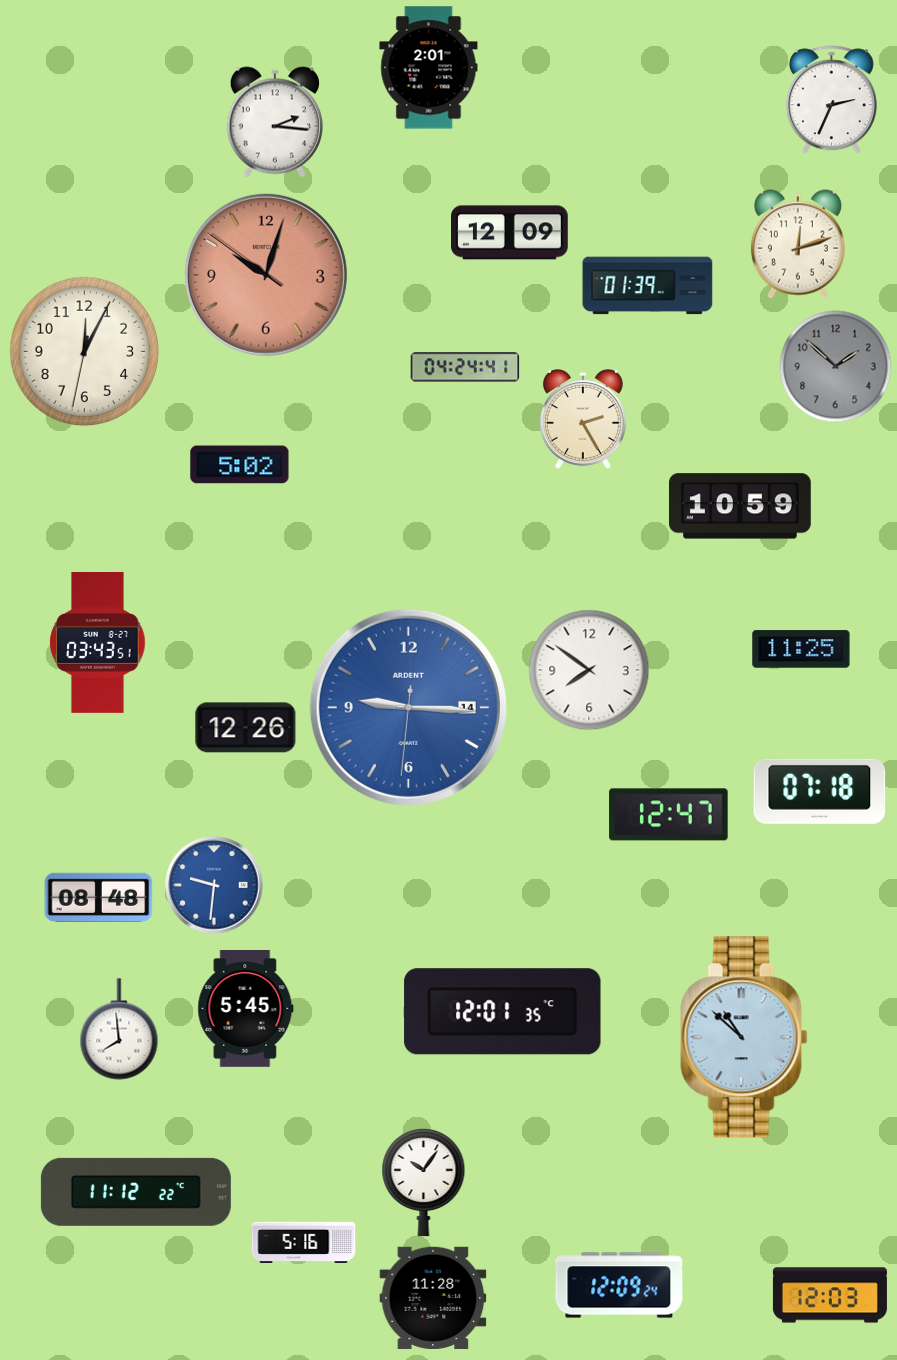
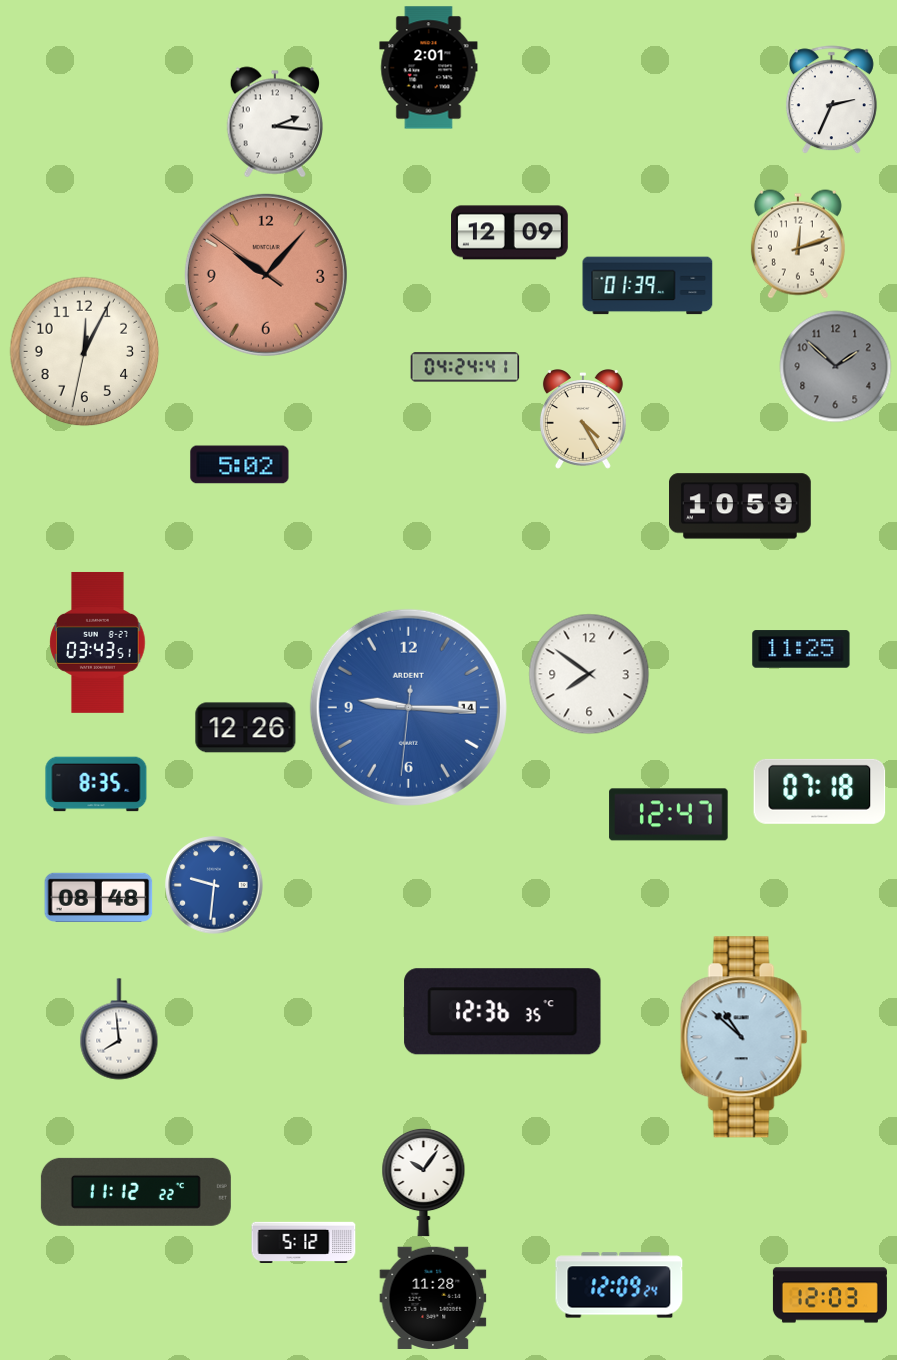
clock at (266, 275): 10:02 -> 10:06
clock at (583, 420): 2:25 -> 4:25
clock at (589, 670) position: (589, 670) -> (589, 674)
clock at (96, 784): none -> 8:35
clock at (246, 1009): 5:45 -> none
clock at (503, 1012): 12:01 -> 12:36
clock at (304, 1242): 5:16 -> 5:12
